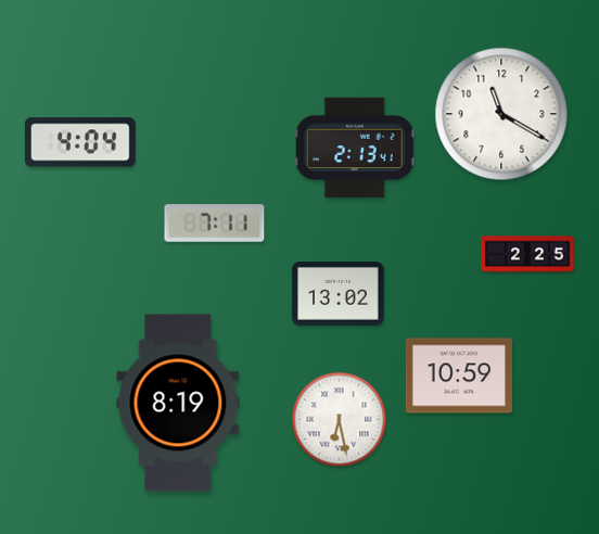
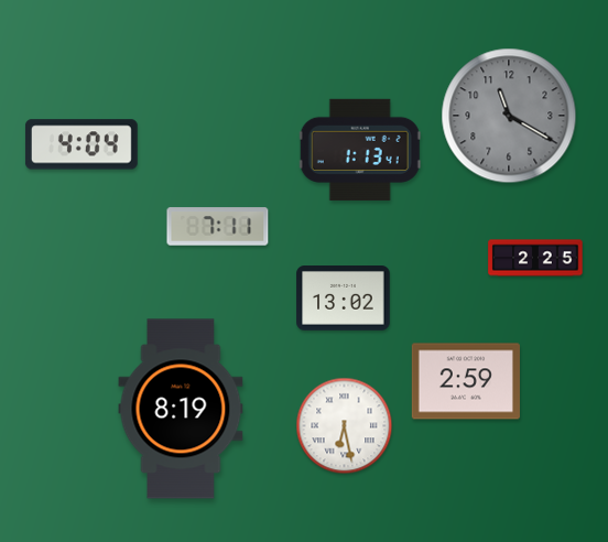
clock at (501, 114) dial: white -> grey
clock at (355, 148): 2:13 -> 1:13
clock at (459, 376): 10:59 -> 2:59
